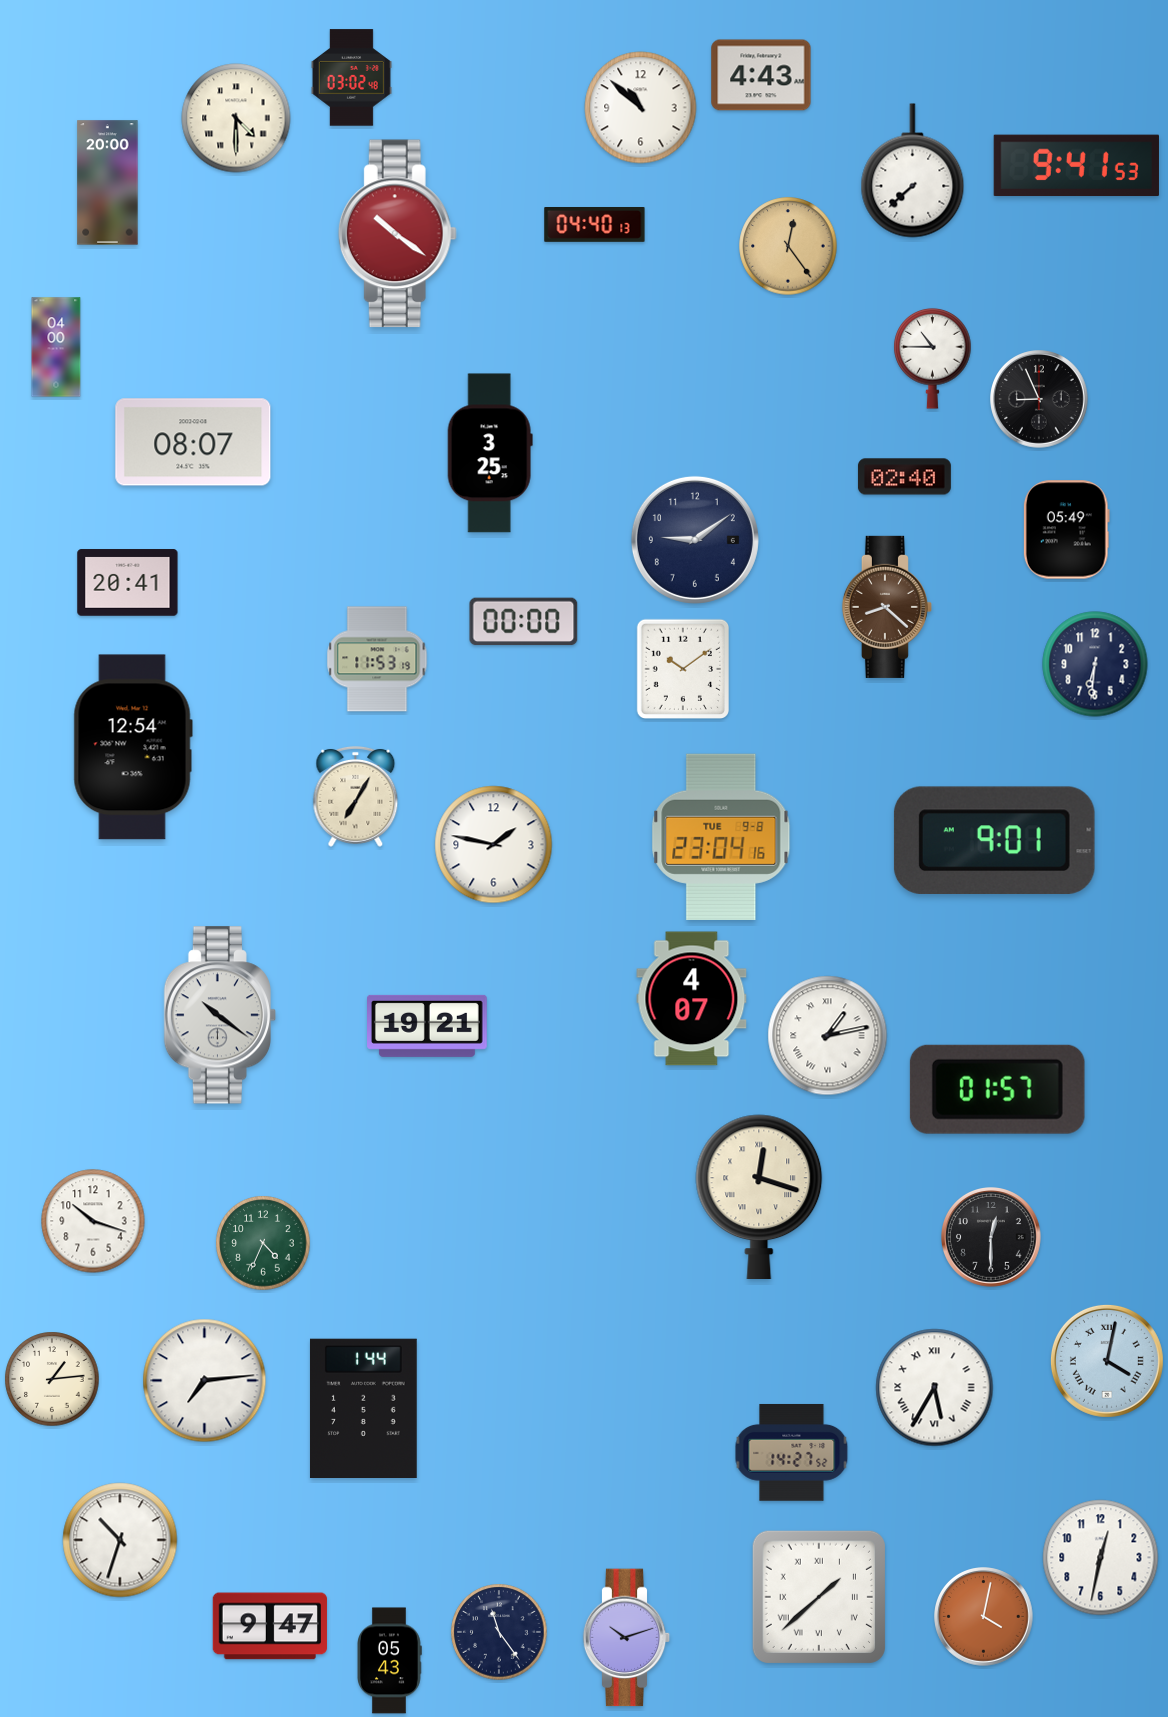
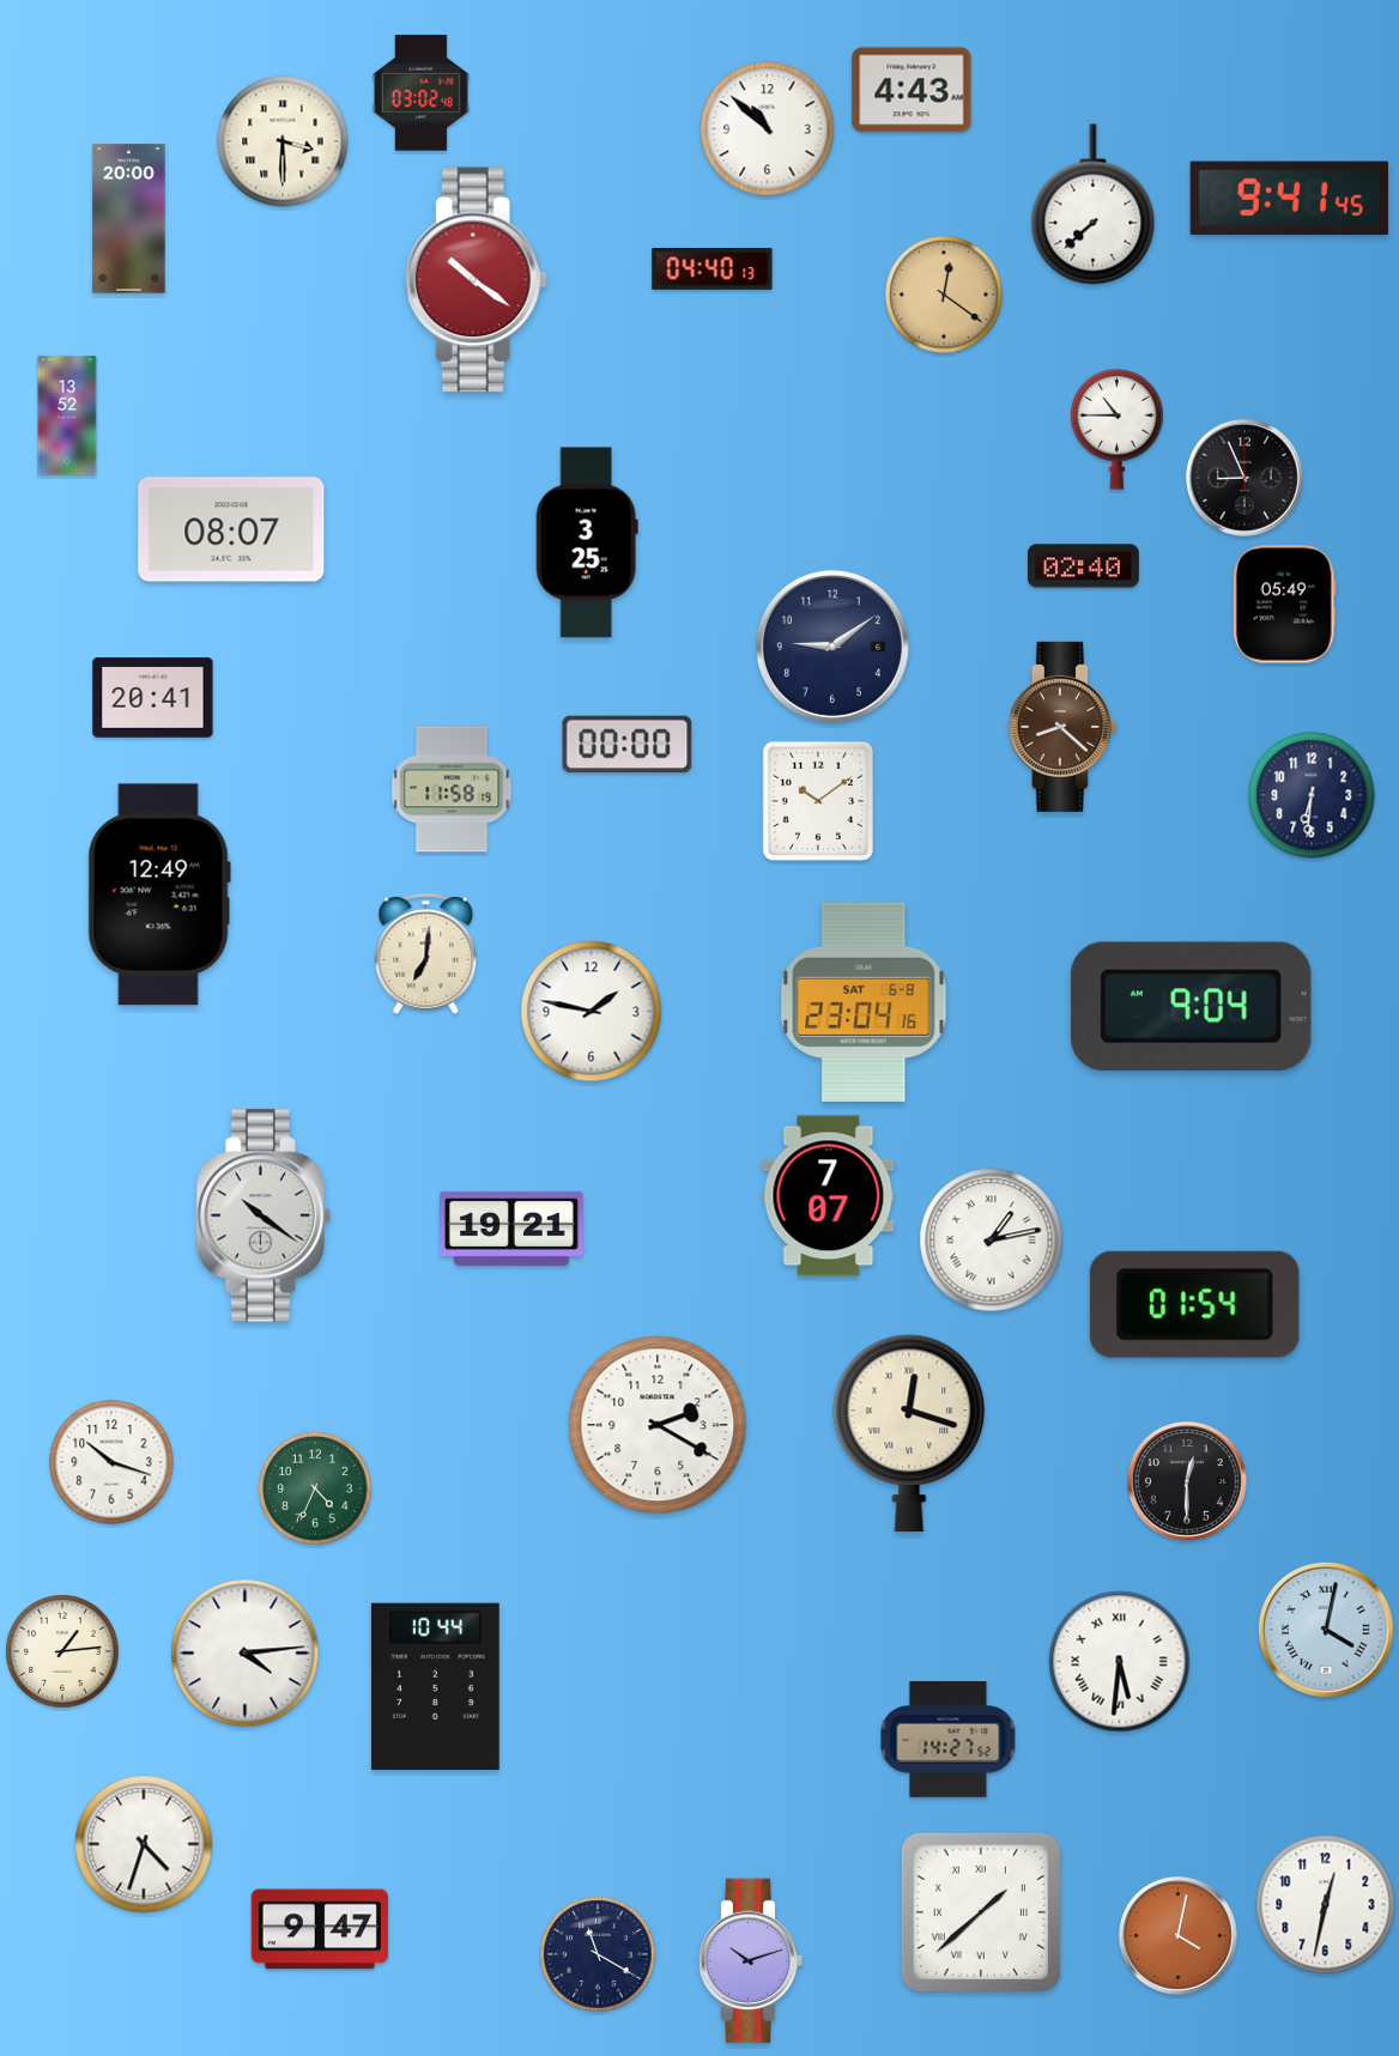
clock at (236, 118): 4:30 -> 3:30
clock at (1076, 166): 9:41:53 -> 9:41:45
clock at (788, 246): 12:24 -> 12:21
clock at (56, 347): 04:00 -> 13:52
clock at (904, 477) position: (904, 477) -> (1083, 566)
clock at (1066, 530) position: (1066, 530) -> (1284, 605)
clock at (377, 659): 11:53 -> 11:58
clock at (133, 747): 12:54 -> 12:49
clock at (356, 796): 7:05 -> 7:01
clock at (721, 837) date: TUE 9-8 -> SAT 6-8
clock at (994, 840): 9:01 -> 9:04
clock at (692, 999): 4:07 -> 7:07
clock at (997, 1089): 01:57 -> 01:54
clock at (658, 1425): none -> 2:20
clock at (205, 1381): 7:14 -> 4:14
clock at (935, 1388): 5:35 -> 5:31
clock at (363, 1408): 1:44 -> 10:44
clock at (120, 1540): 10:33 -> 4:33
clock at (1101, 1558) position: (1101, 1558) -> (1326, 1905)
clock at (270, 1626) position: (270, 1626) -> (320, 1929)
clock at (499, 1632): 11:24 -> 11:20
clock at (389, 1661): 05:43 -> none
